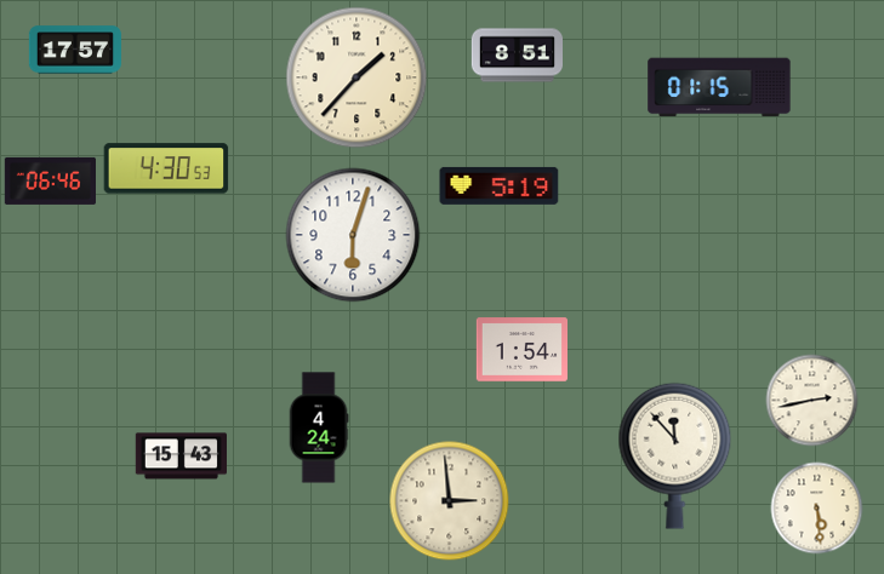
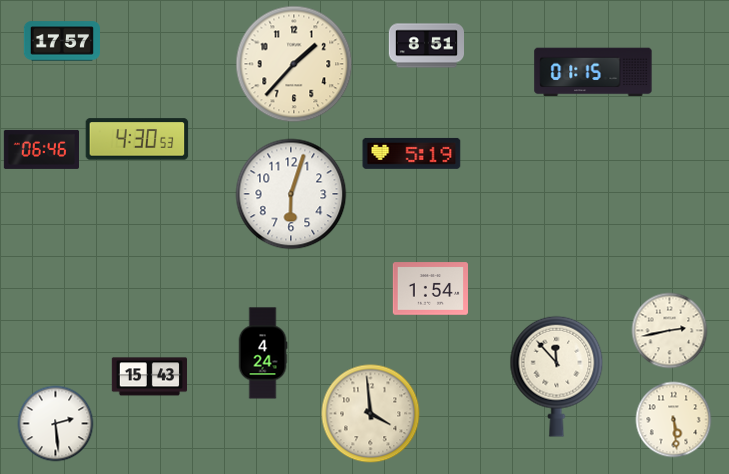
clock at (450, 501): 2:59 -> 3:59
clock at (56, 424): none -> 2:29
